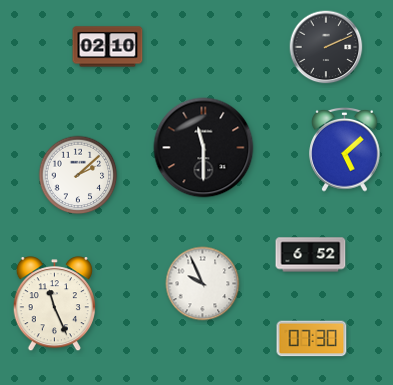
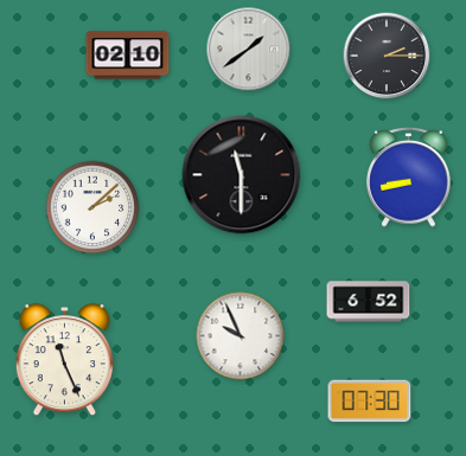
clock at (249, 50): none -> 1:39
clock at (326, 47): 2:11 -> 2:15
clock at (345, 149): 5:08 -> 8:43
